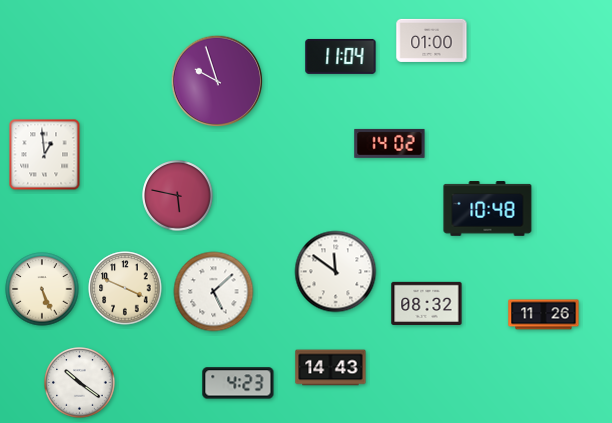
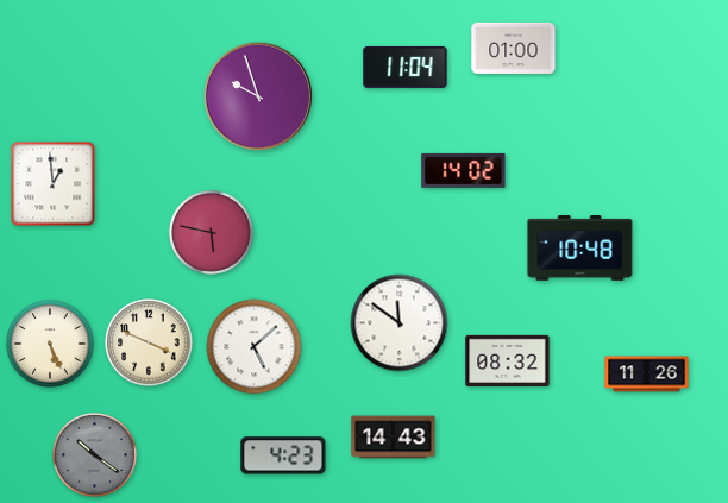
clock at (80, 383) dial: white -> grey
